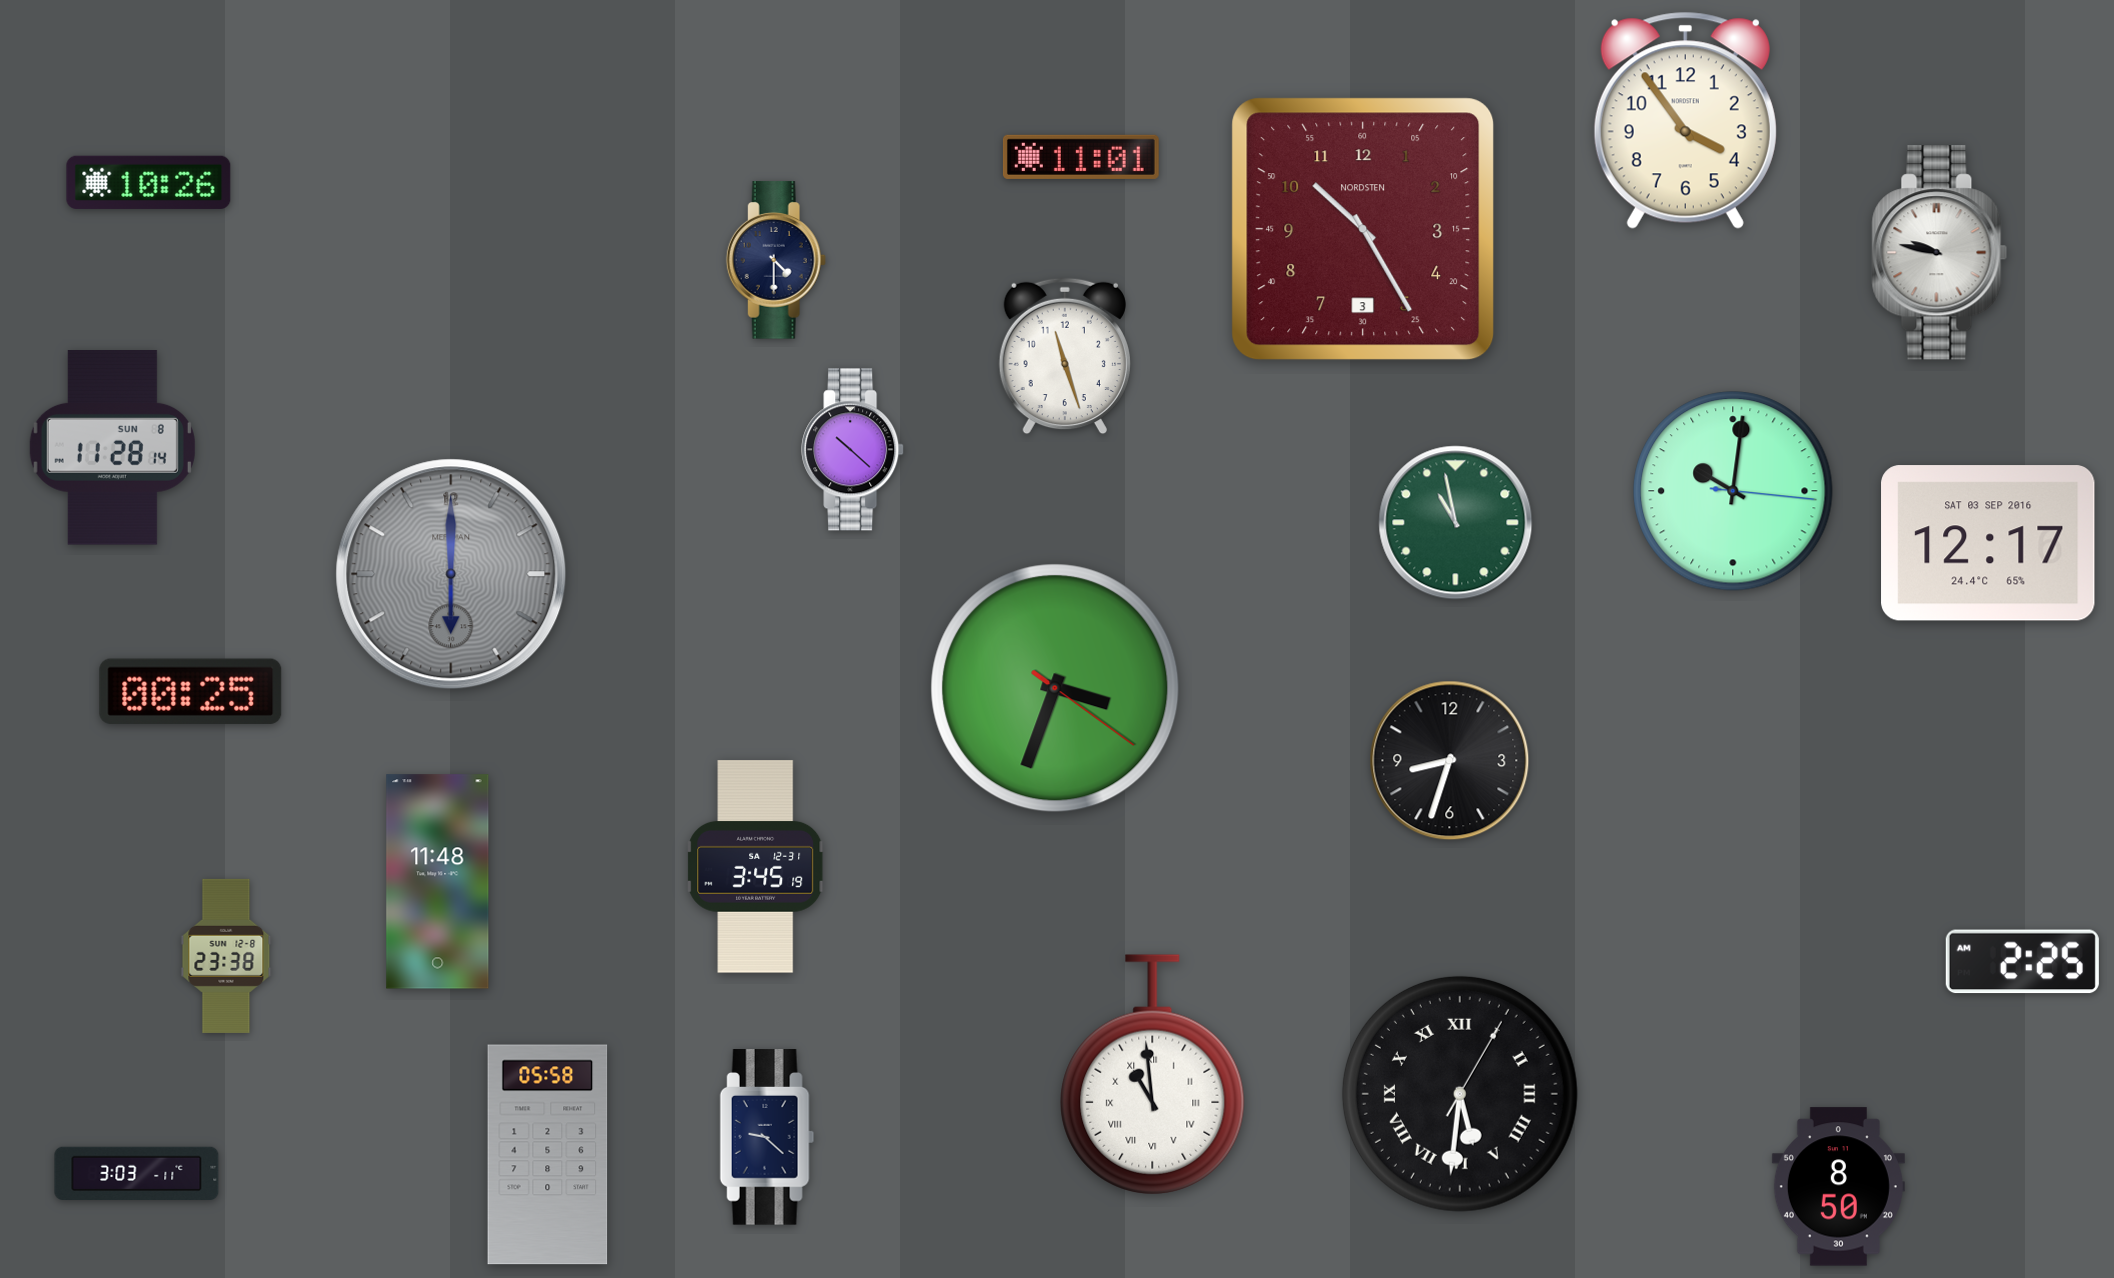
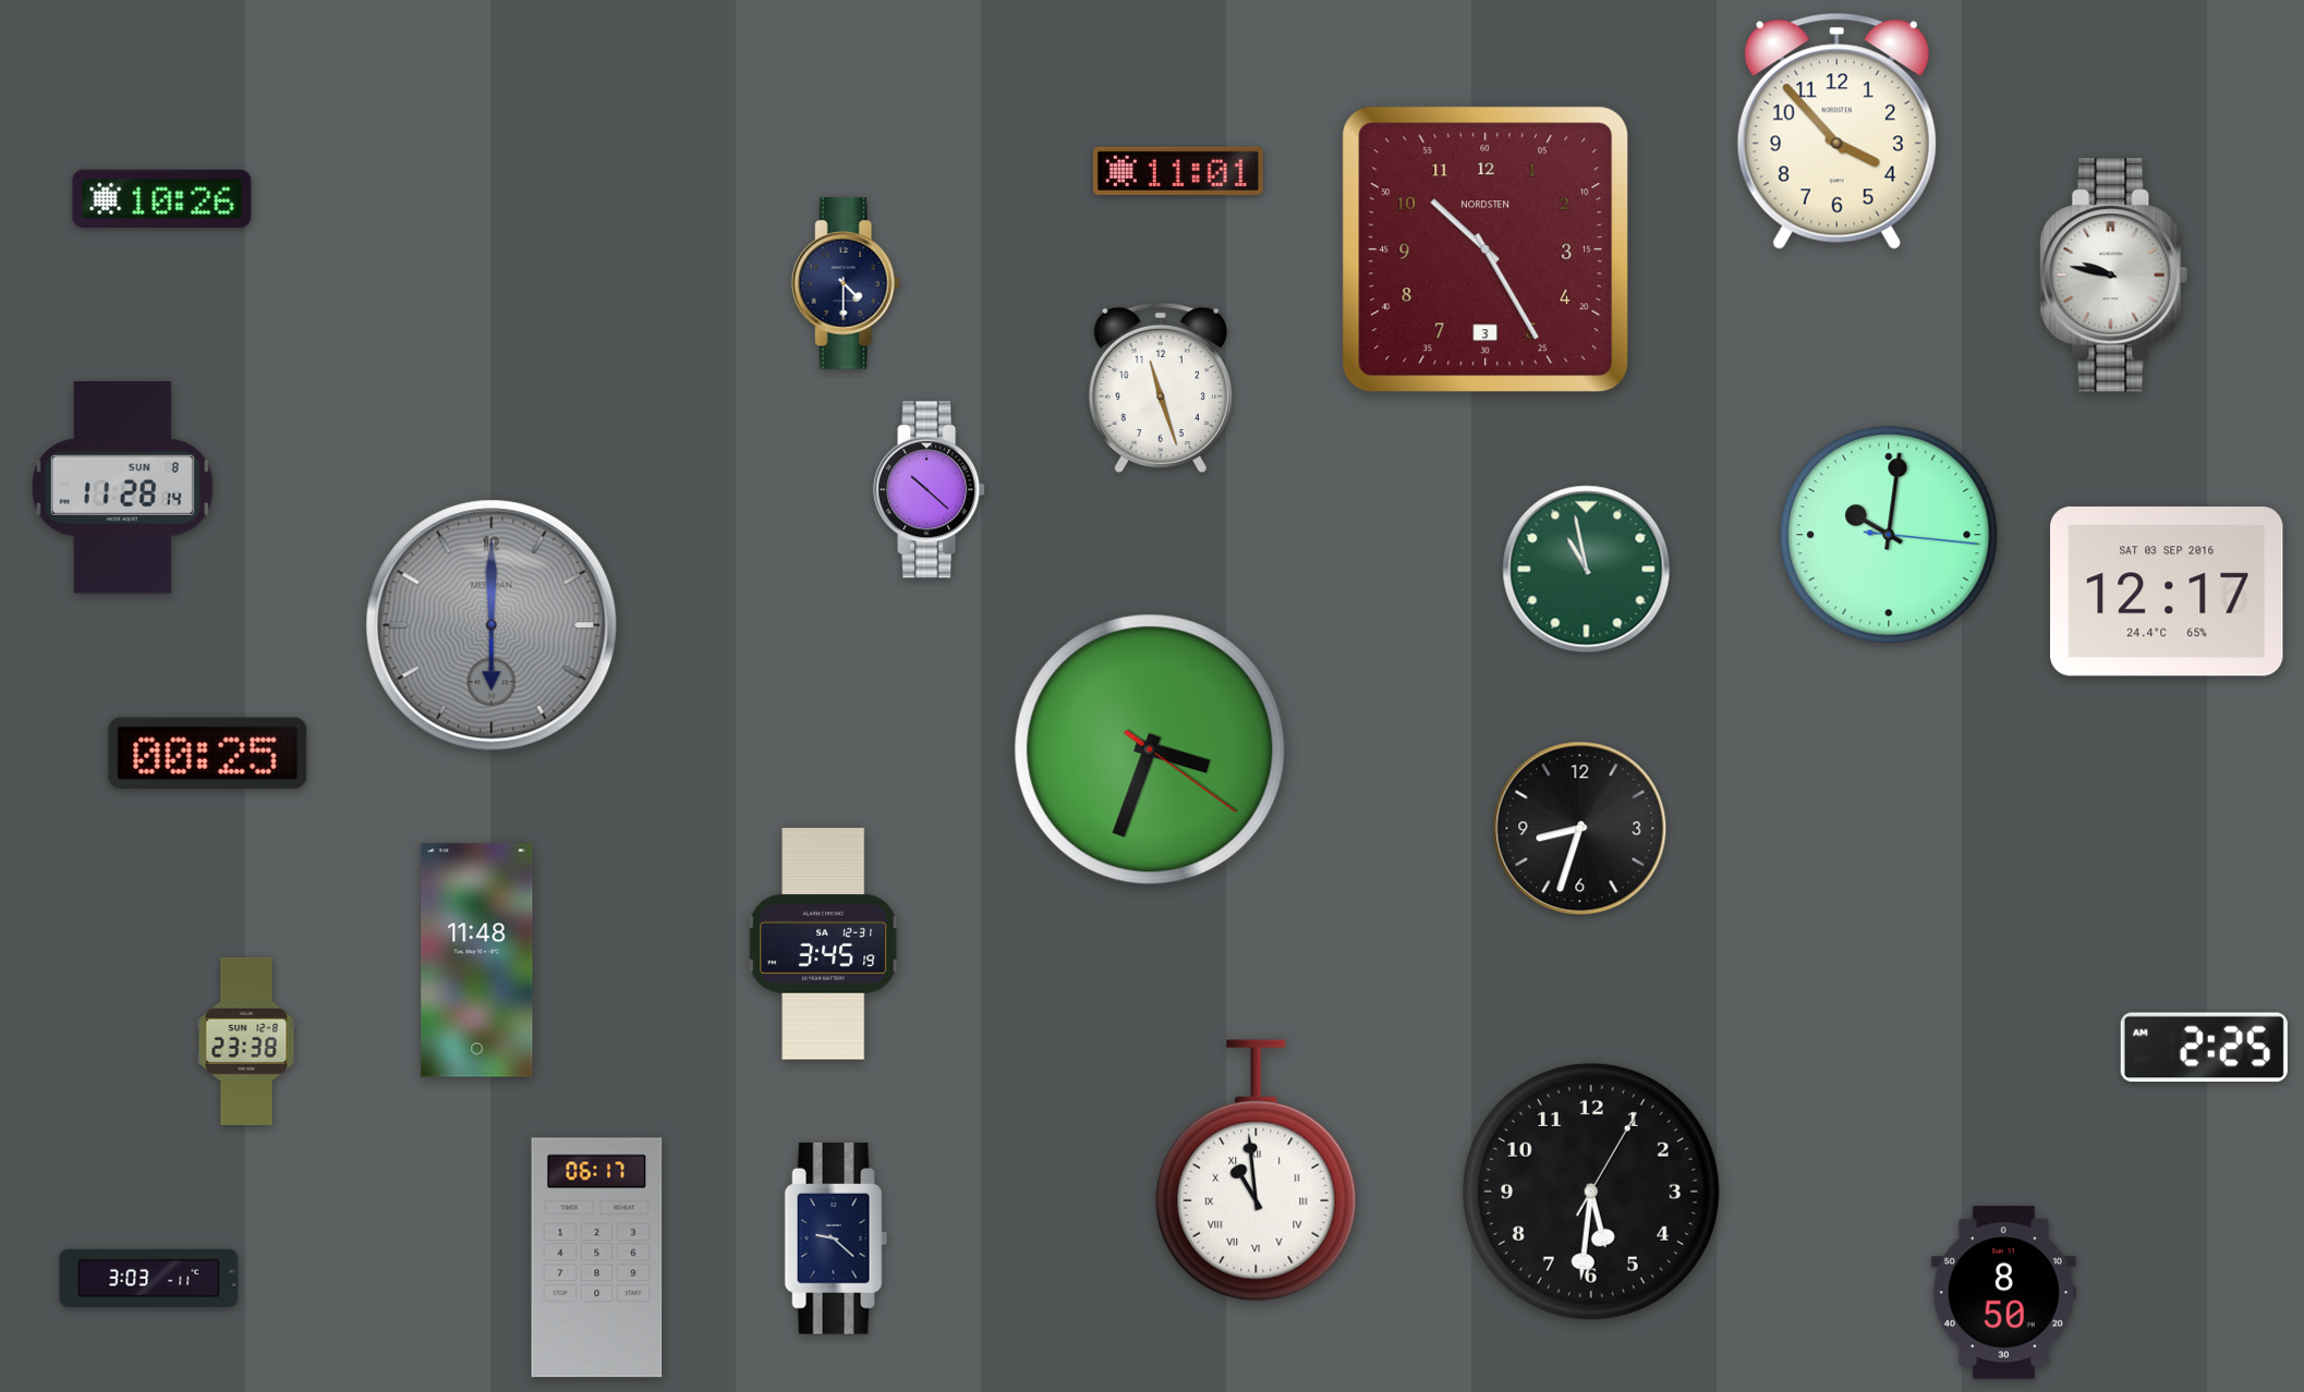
clock at (1685, 120): 3:54 -> 3:53
clock at (1460, 1094) numerals: Roman -> Arabic
clock at (548, 1155): 05:58 -> 06:17
